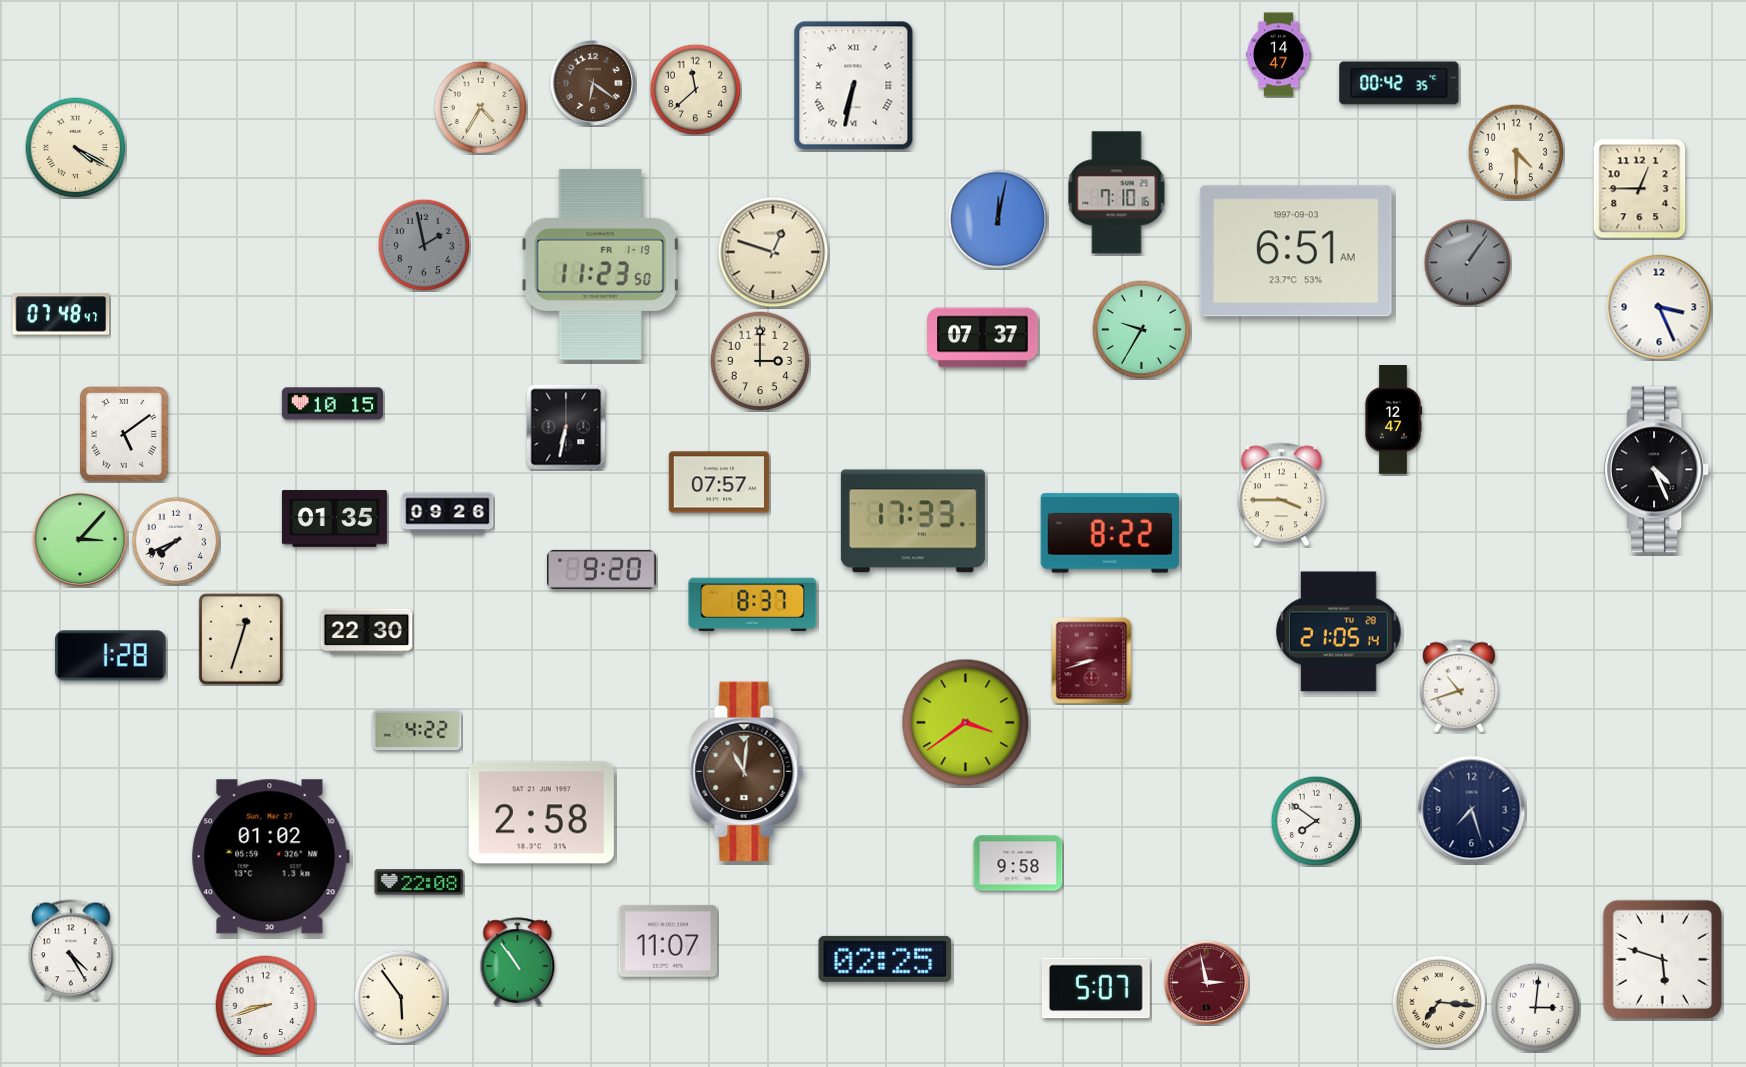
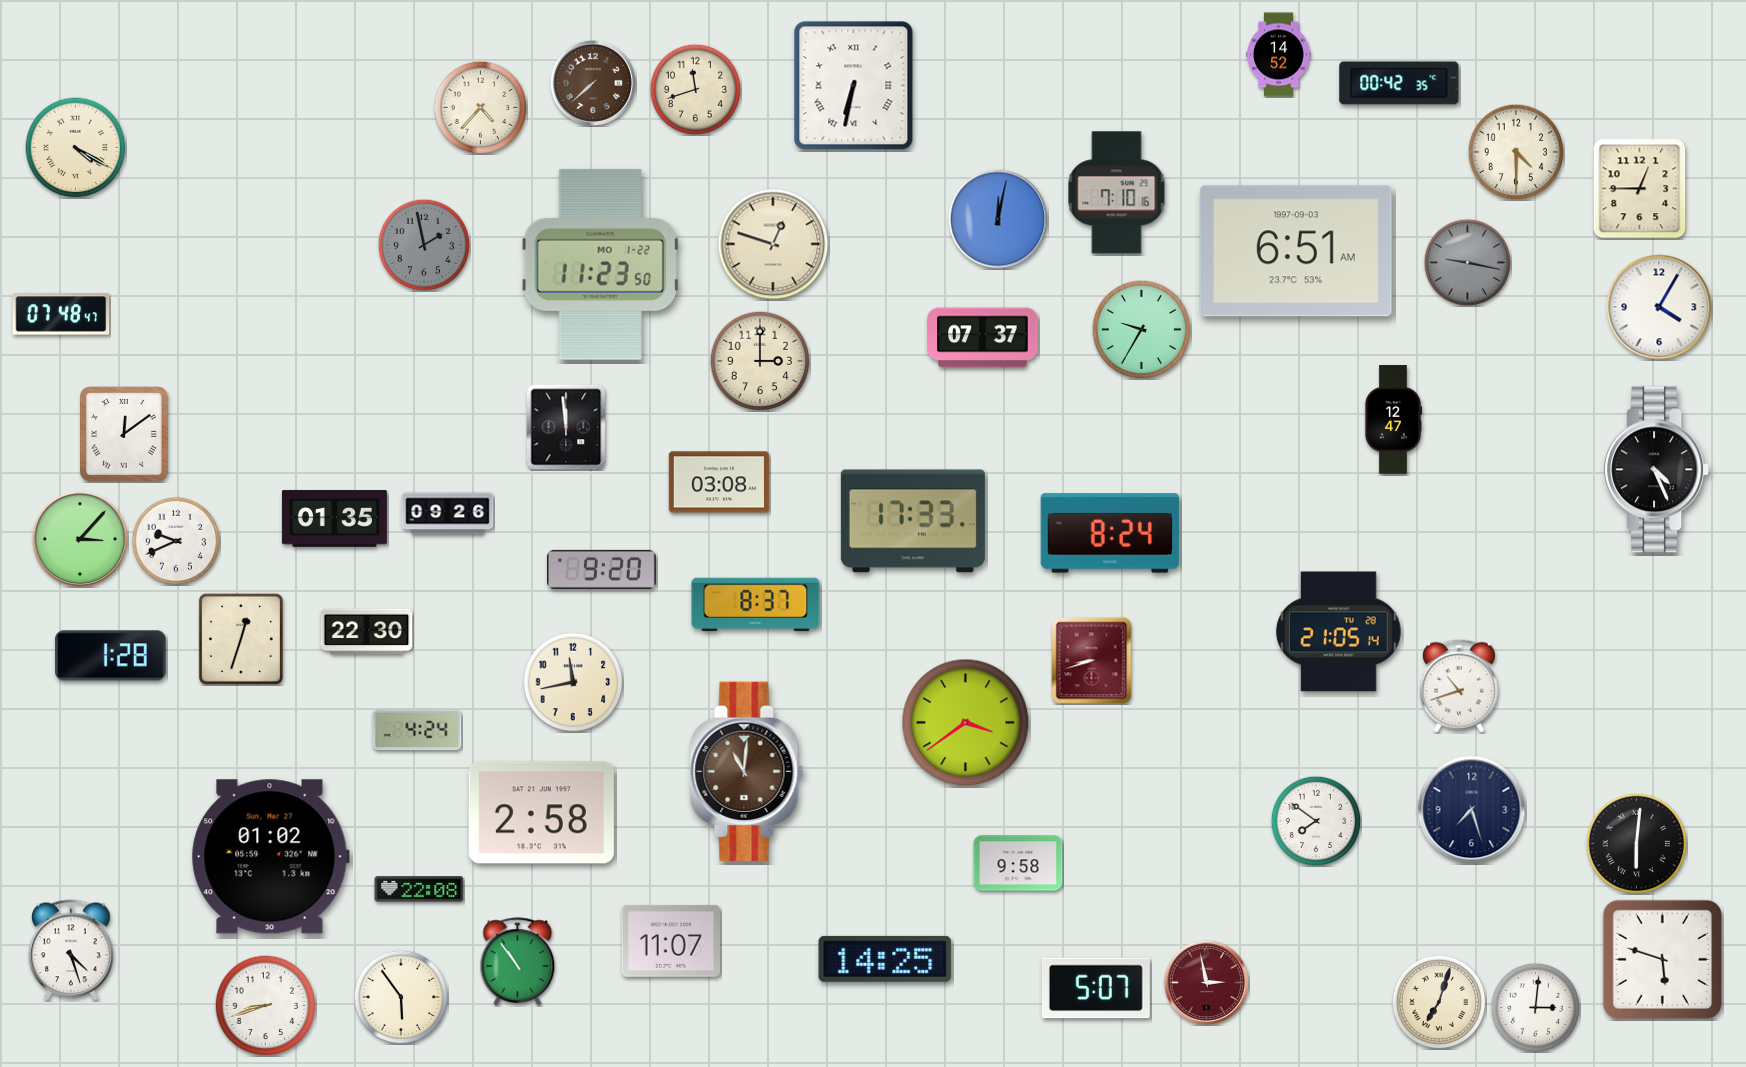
clock at (1279, 55): 14:47 -> 14:52
clock at (593, 83): 6:21 -> 7:38
clock at (695, 89): 11:38 -> 11:42
clock at (480, 107): 4:35 -> 4:37
clock at (773, 252) position: (773, 252) -> (773, 244)
clock at (1467, 262): 1:06 -> 9:17
clock at (600, 264) date: FR 1-19 -> MO 1-22
clock at (1659, 307): 3:26 -> 4:05
clock at (332, 404): 10:15 -> none
clock at (566, 427): 6:32 -> 11:59
clock at (125, 434): 5:09 -> 12:09
clock at (719, 482): 07:57 -> 03:08
clock at (1281, 495): 3:45 -> none
clock at (1109, 533): 8:22 -> 8:24
clock at (175, 540): 7:41 -> 9:41
clock at (753, 605) position: (753, 605) -> (756, 605)
clock at (573, 682): none -> 11:43
clock at (417, 730): 4:22 -> 4:24
clock at (1637, 844): none -> 6:01
clock at (419, 882) position: (419, 882) -> (419, 889)
clock at (667, 941) position: (667, 941) -> (670, 941)
clock at (71, 950): 4:25 -> 4:27
clock at (885, 959): 02:25 -> 14:25
clock at (1439, 1002): 7:16 -> 7:03
